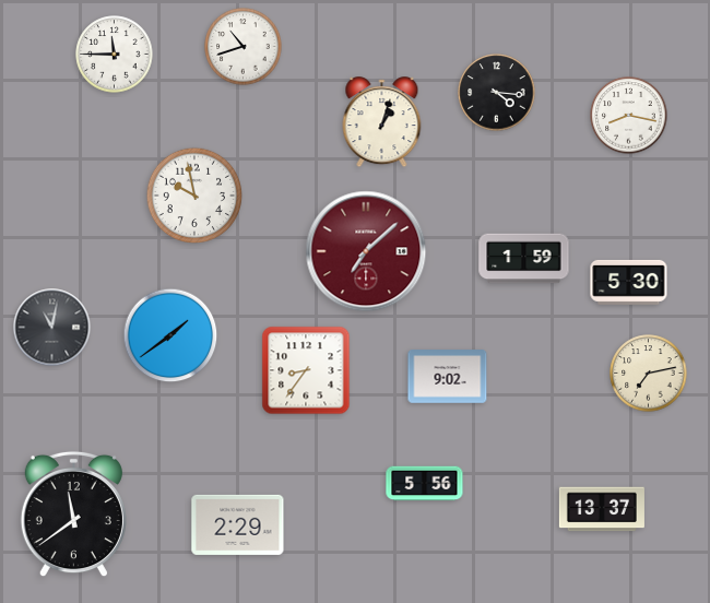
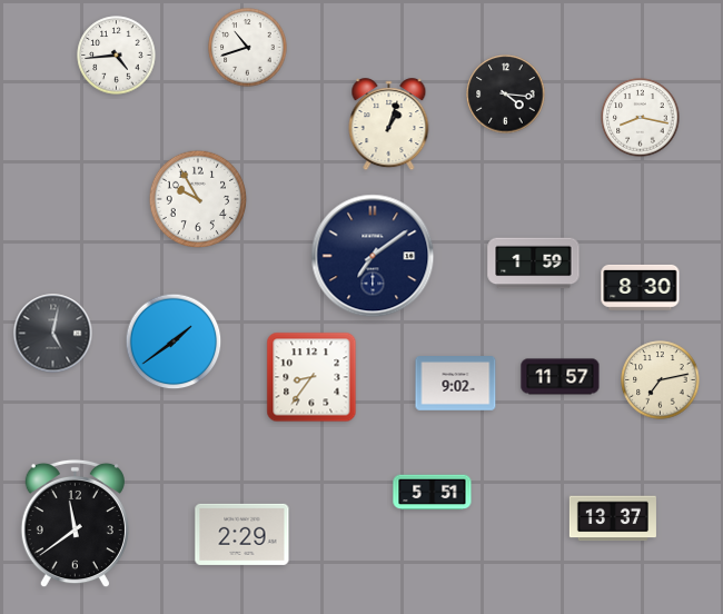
clock at (115, 55): 11:45 -> 4:44
clock at (194, 196): 9:58 -> 9:55
clock at (366, 251): 7:08 -> 7:09
clock at (366, 251) dial: burgundy -> navy
clock at (629, 282): 5:30 -> 8:30
clock at (52, 328): 11:02 -> 5:02
clock at (561, 377): none -> 11:57
clock at (425, 484): 5:56 -> 5:51
